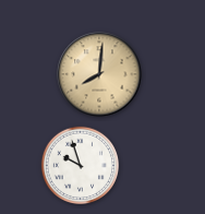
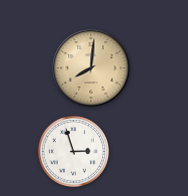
clock at (80, 165): 9:57 -> 2:57
